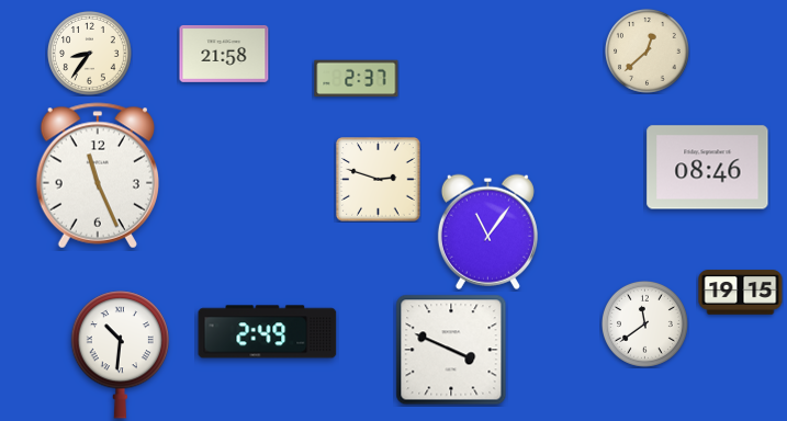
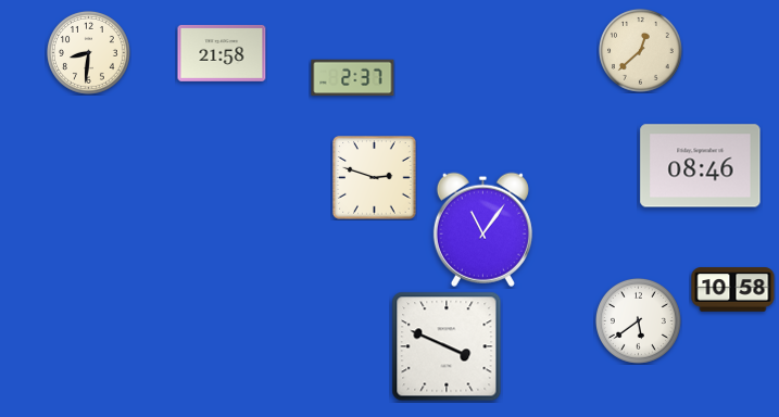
clock at (89, 53): 8:36 -> 8:31
clock at (97, 175): 11:26 -> none
clock at (741, 293): 19:15 -> 10:58
clock at (644, 323): 11:39 -> 5:39
clock at (268, 332): 2:49 -> none
clock at (120, 355): 10:31 -> none
